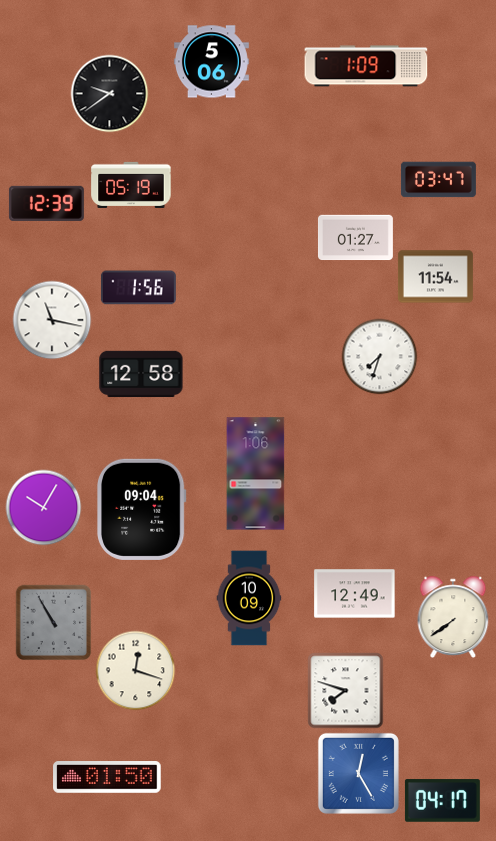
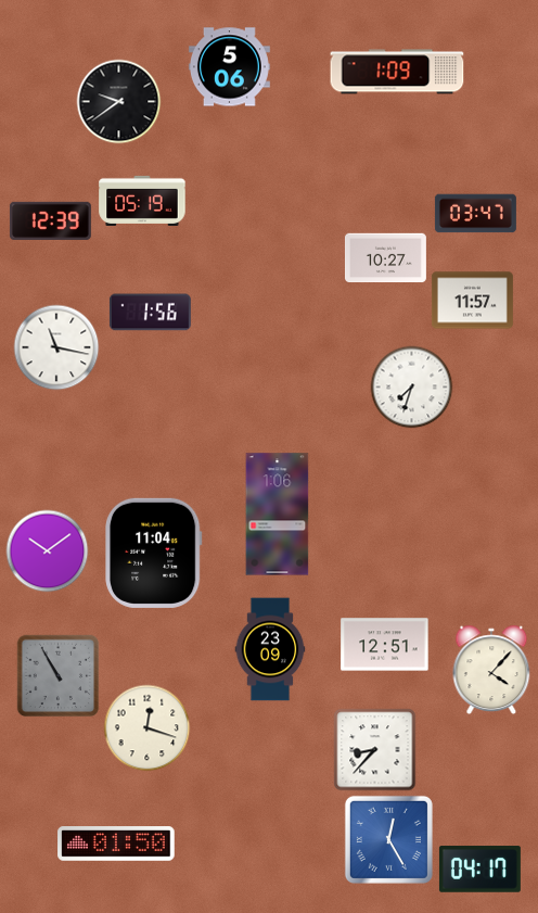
clock at (438, 180) position: (438, 180) -> (475, 214)
clock at (355, 238): 01:27 -> 10:27
clock at (435, 277): 11:54 -> 11:57
clock at (141, 374): 12:58 -> none
clock at (44, 508): 10:05 -> 10:09
clock at (142, 509): 09:04 -> 11:04
clock at (355, 594): 12:49 -> 12:51
clock at (249, 598): 10:09 -> 23:09
clock at (453, 617): 7:39 -> 4:07
clock at (346, 691): 7:48 -> 8:37
